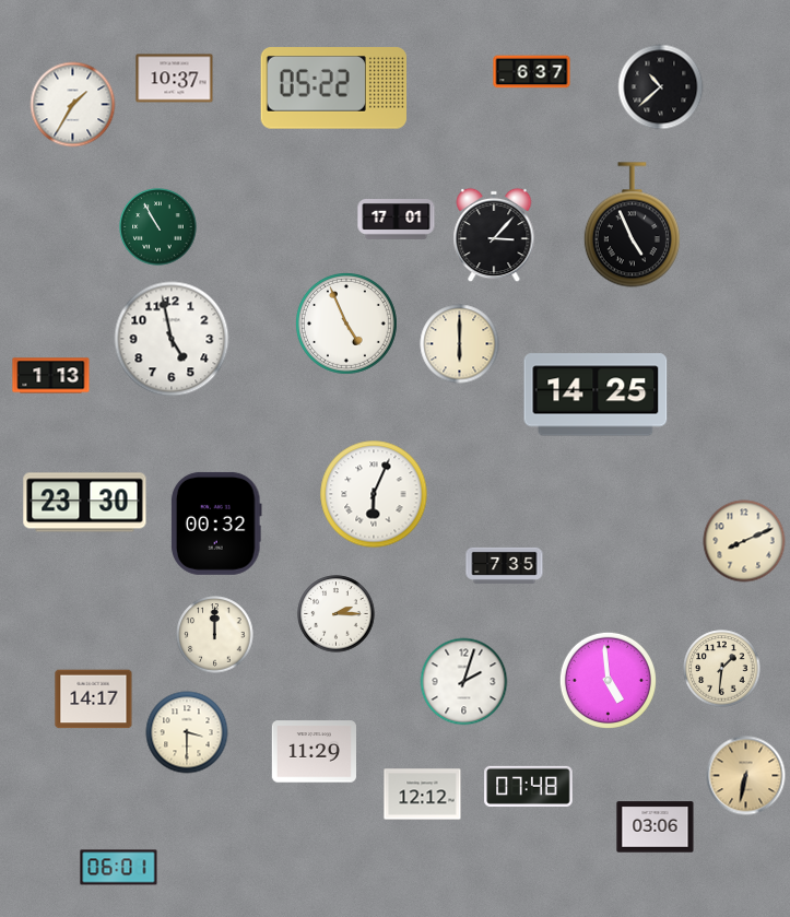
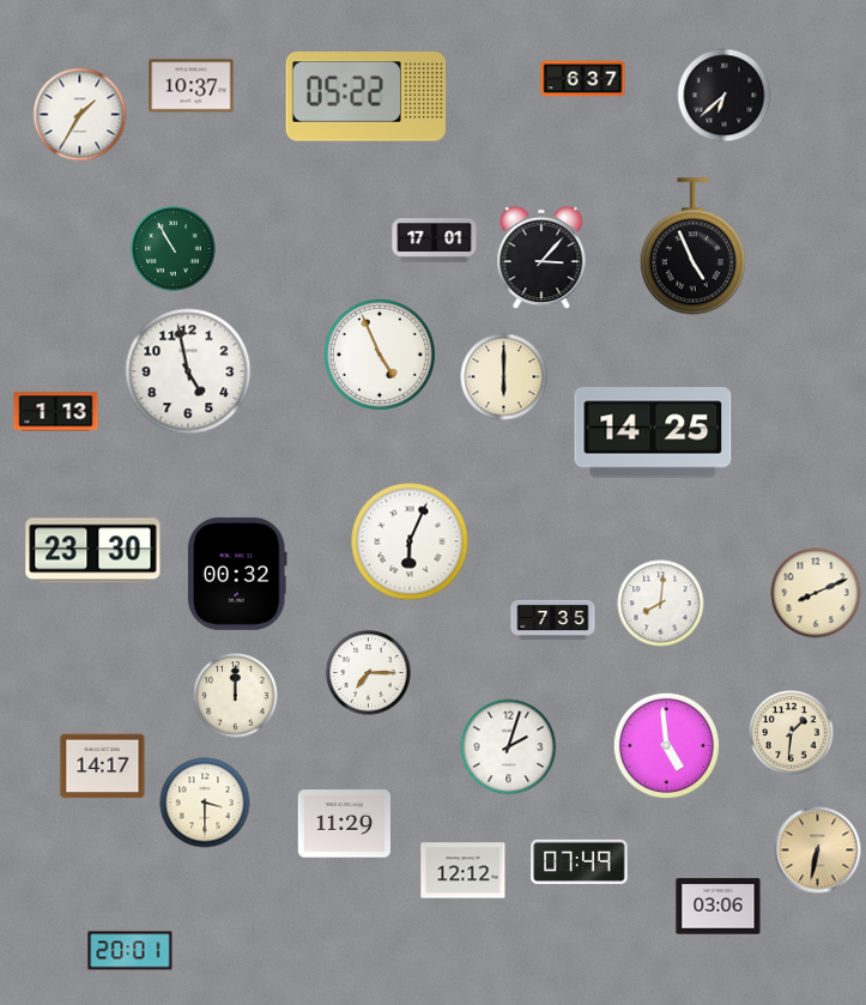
clock at (661, 87): 10:38 -> 6:38
clock at (661, 604): none -> 8:01
clock at (337, 614): 2:15 -> 7:15
clock at (529, 786): 07:48 -> 07:49
clock at (119, 868): 06:01 -> 20:01
